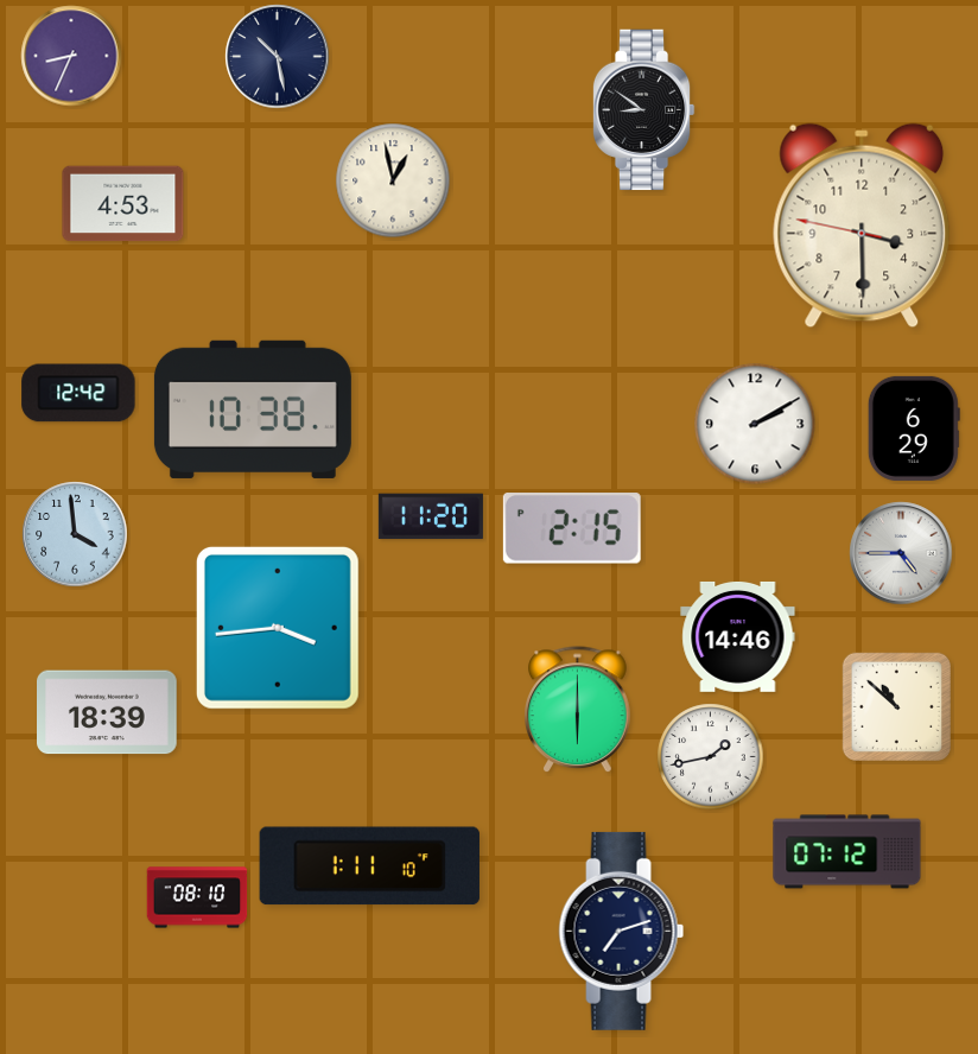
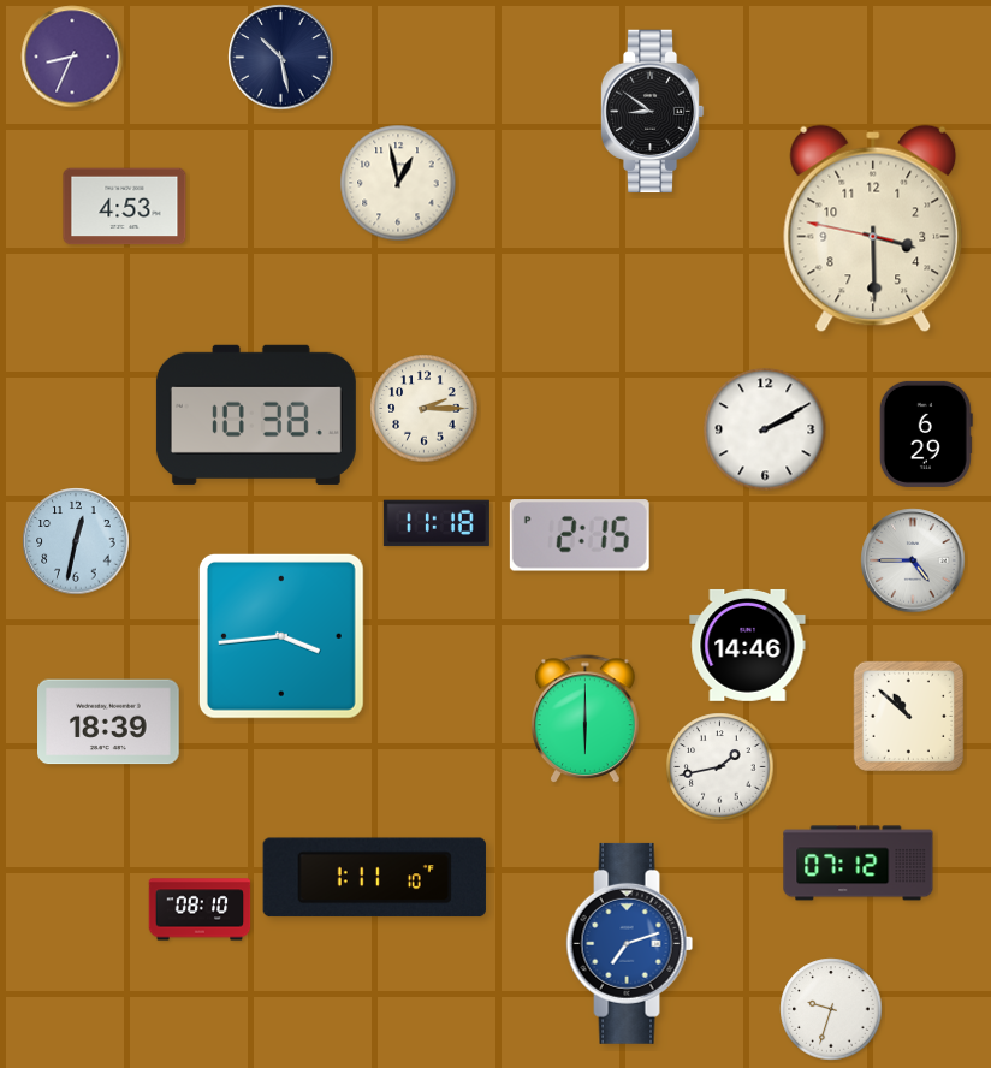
clock at (78, 393): 12:42 -> none
clock at (425, 409): none -> 2:15
clock at (431, 516): 11:20 -> 11:18
clock at (75, 534): 3:59 -> 12:32
clock at (622, 931) dial: navy -> blue
clock at (831, 1009): none -> 9:33
